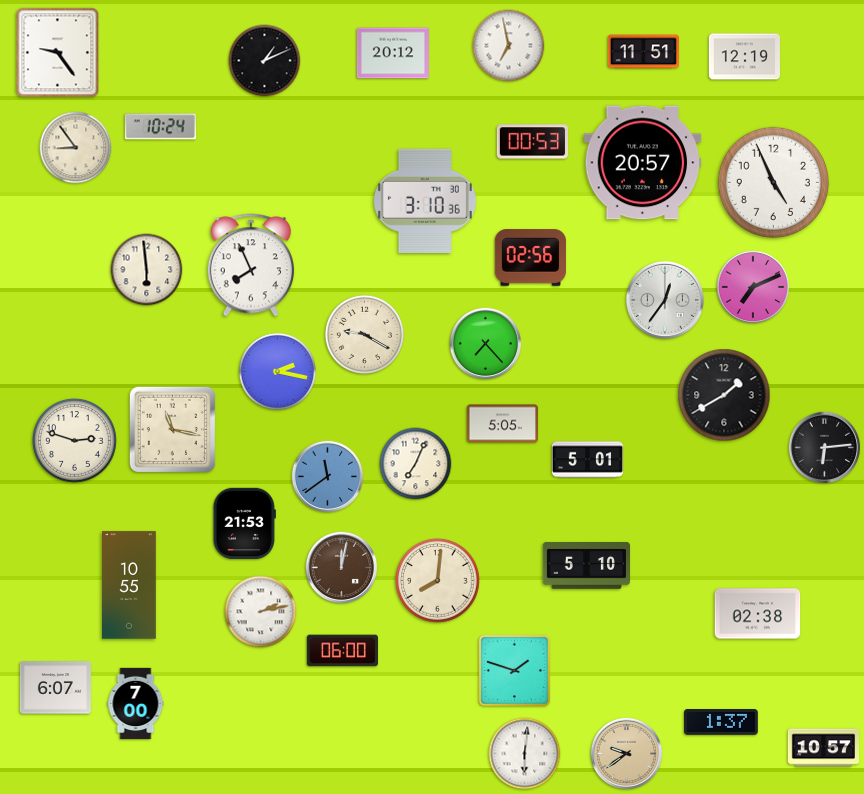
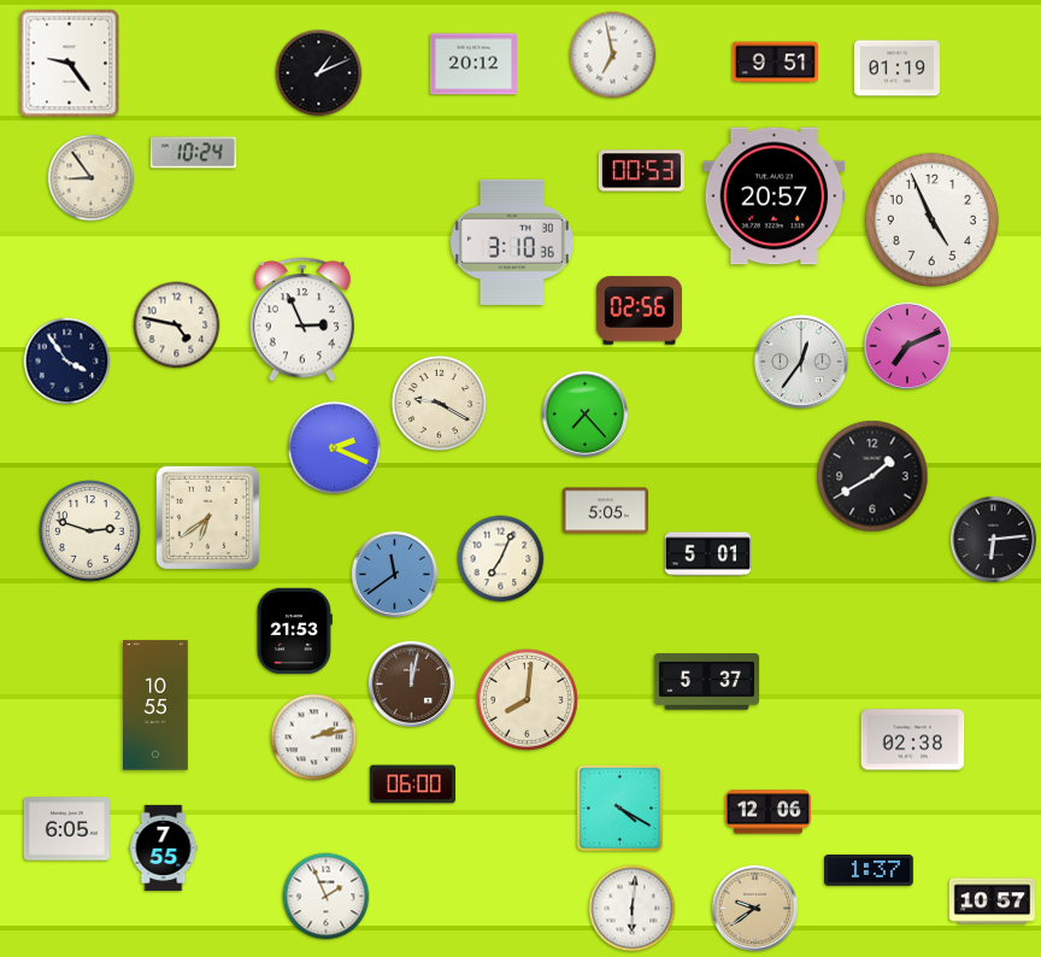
clock at (643, 52): 11:51 -> 9:51
clock at (744, 57): 12:19 -> 01:19
clock at (251, 265): 7:56 -> 2:56
clock at (147, 270): 5:59 -> 4:47
clock at (67, 362): none -> 3:54
clock at (278, 372): 2:17 -> 2:19
clock at (172, 429): 11:17 -> 6:39
clock at (586, 566): 5:10 -> 5:37
clock at (515, 671): 1:48 -> 4:20
clock at (767, 812): none -> 12:06
clock at (55, 688): 6:07 -> 6:05
clock at (136, 704): 7:00 -> 7:55
clock at (327, 897): none -> 1:56
